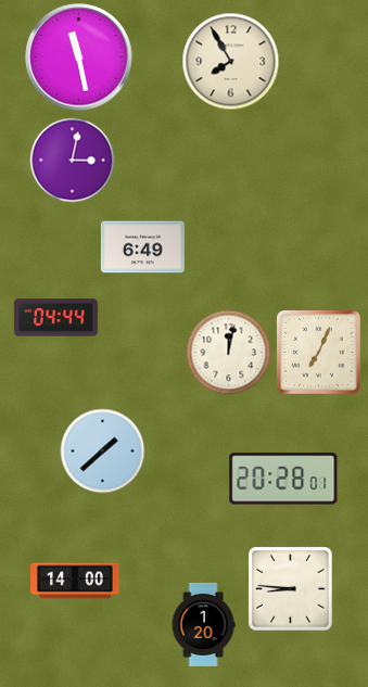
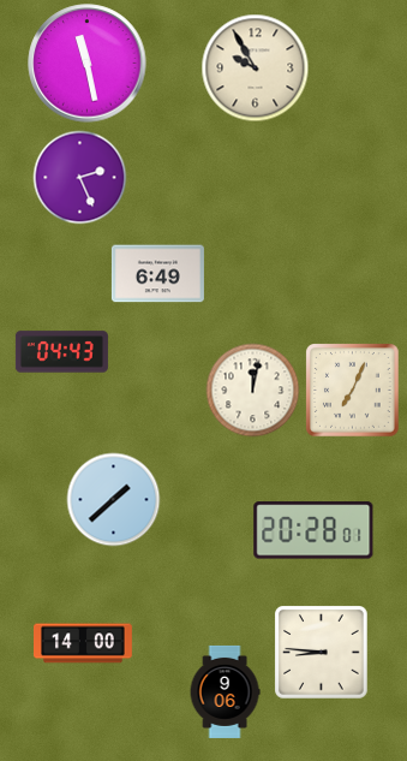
clock at (230, 61): 7:55 -> 9:55
clock at (72, 160): 3:02 -> 2:26
clock at (55, 318): 04:44 -> 04:43
clock at (203, 624): 1:20 -> 9:06
